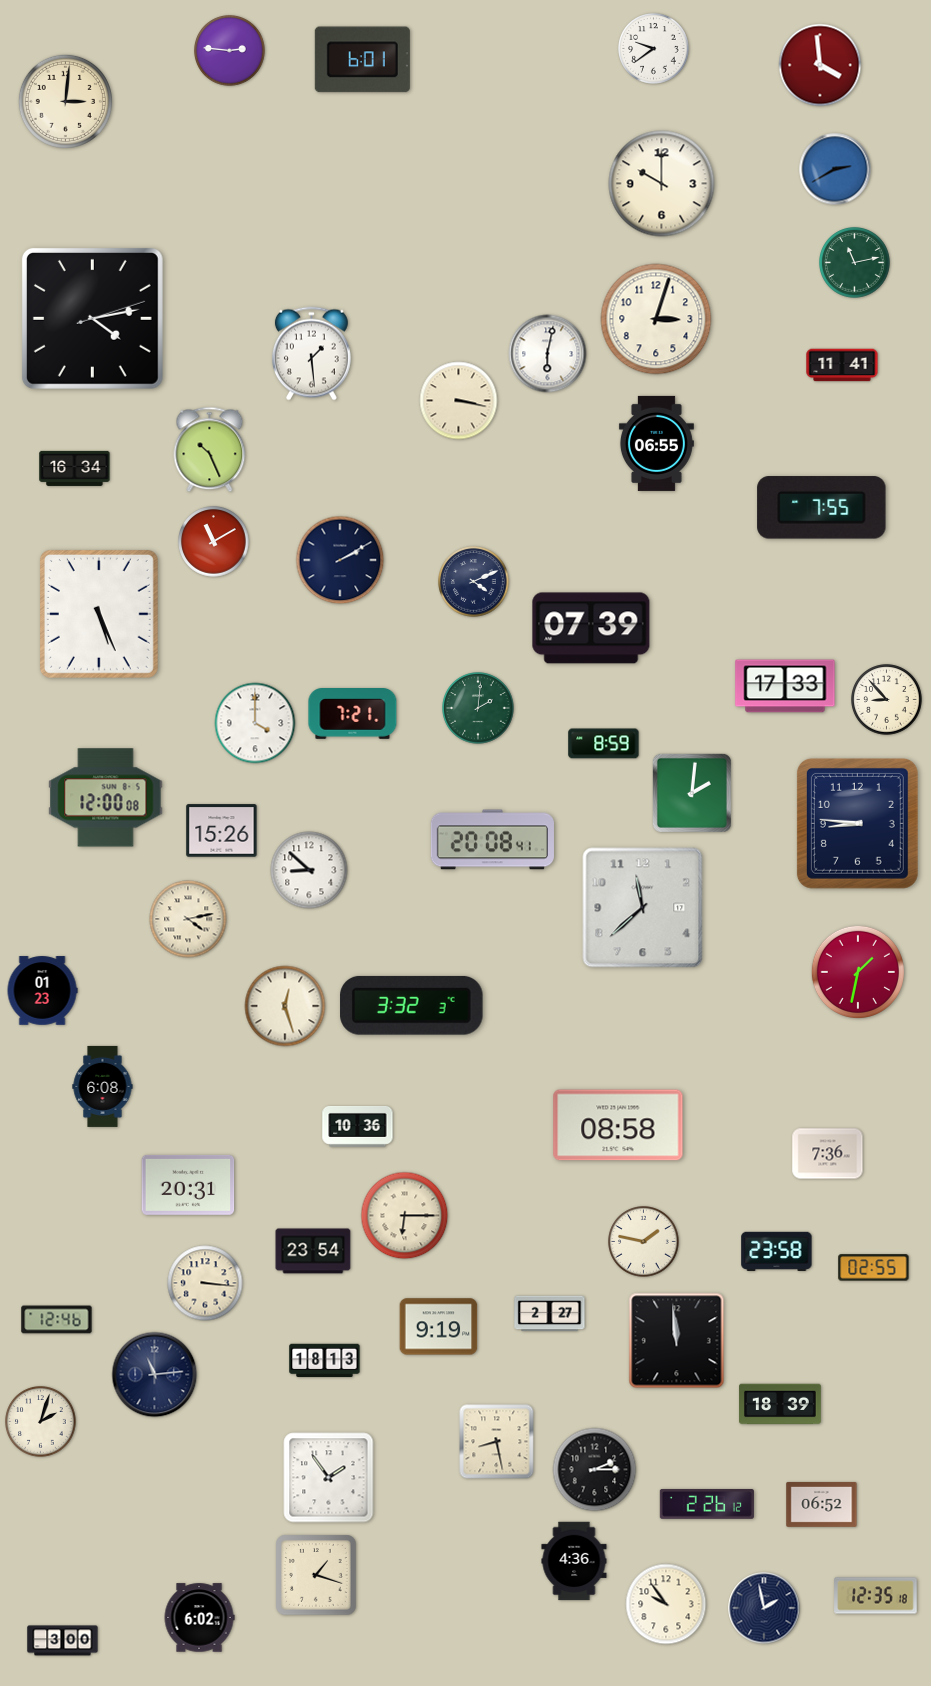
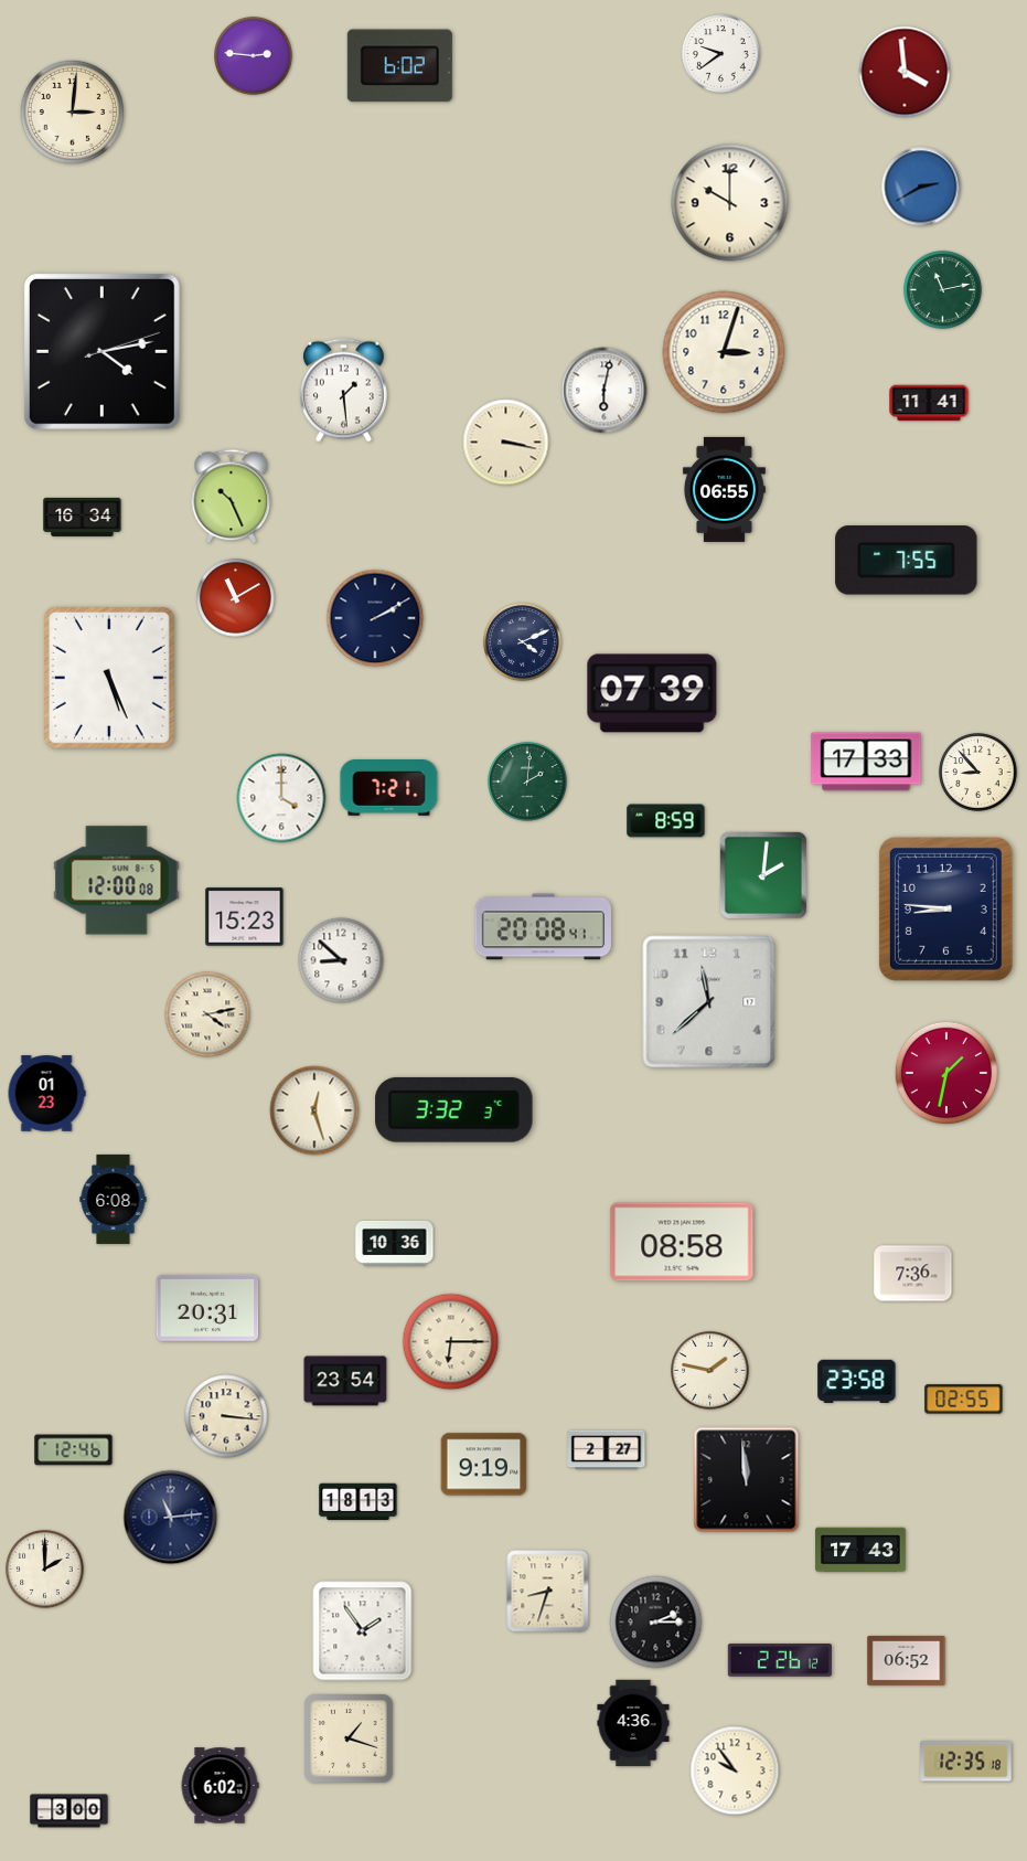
clock at (362, 60): 6:01 -> 6:02
clock at (785, 686) position: (785, 686) -> (866, 762)
clock at (222, 831): 15:26 -> 15:23
clock at (405, 1216) position: (405, 1216) -> (451, 1342)
clock at (57, 1320) position: (57, 1320) -> (74, 1450)
clock at (780, 1404): 18:39 -> 17:43
clock at (41, 1422): 2:03 -> 2:00
clock at (497, 1442): 8:28 -> 8:33
clock at (764, 1608): 1:58 -> none
